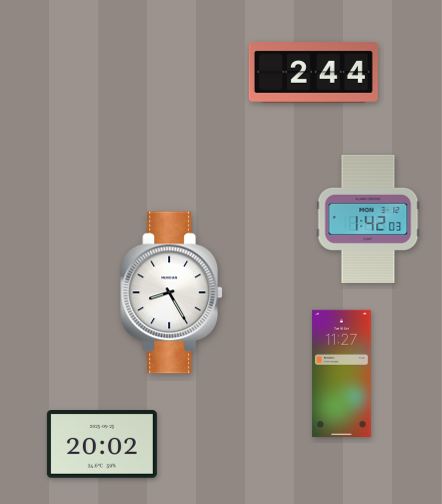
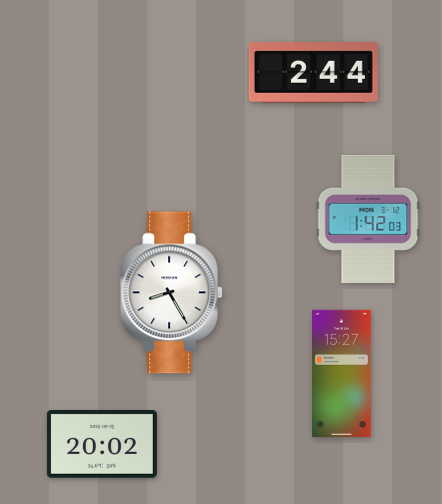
clock at (342, 373): 11:27 -> 15:27
